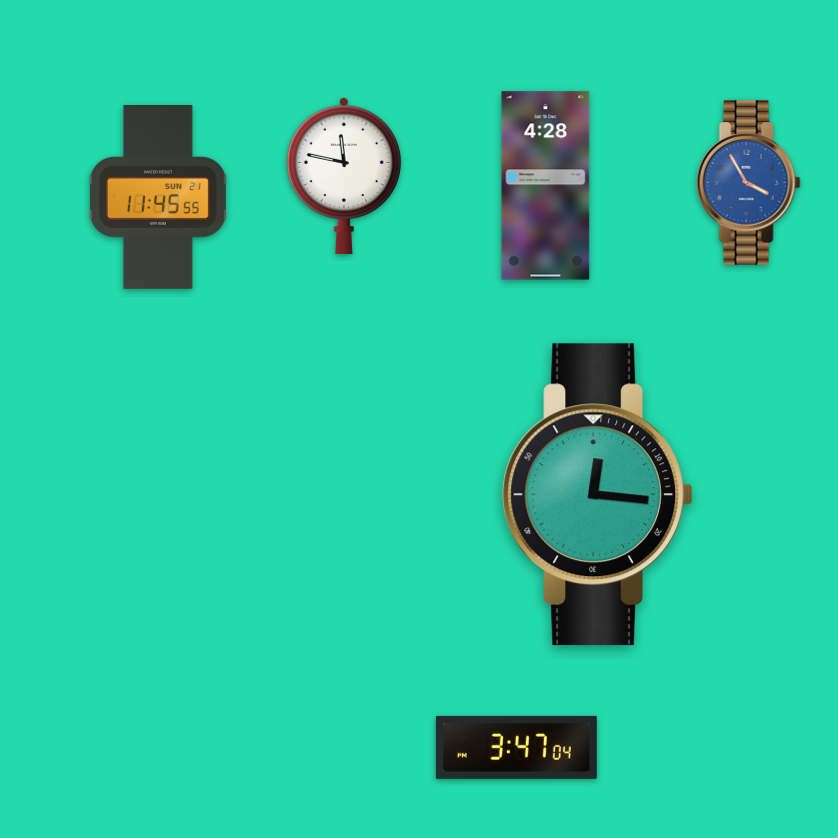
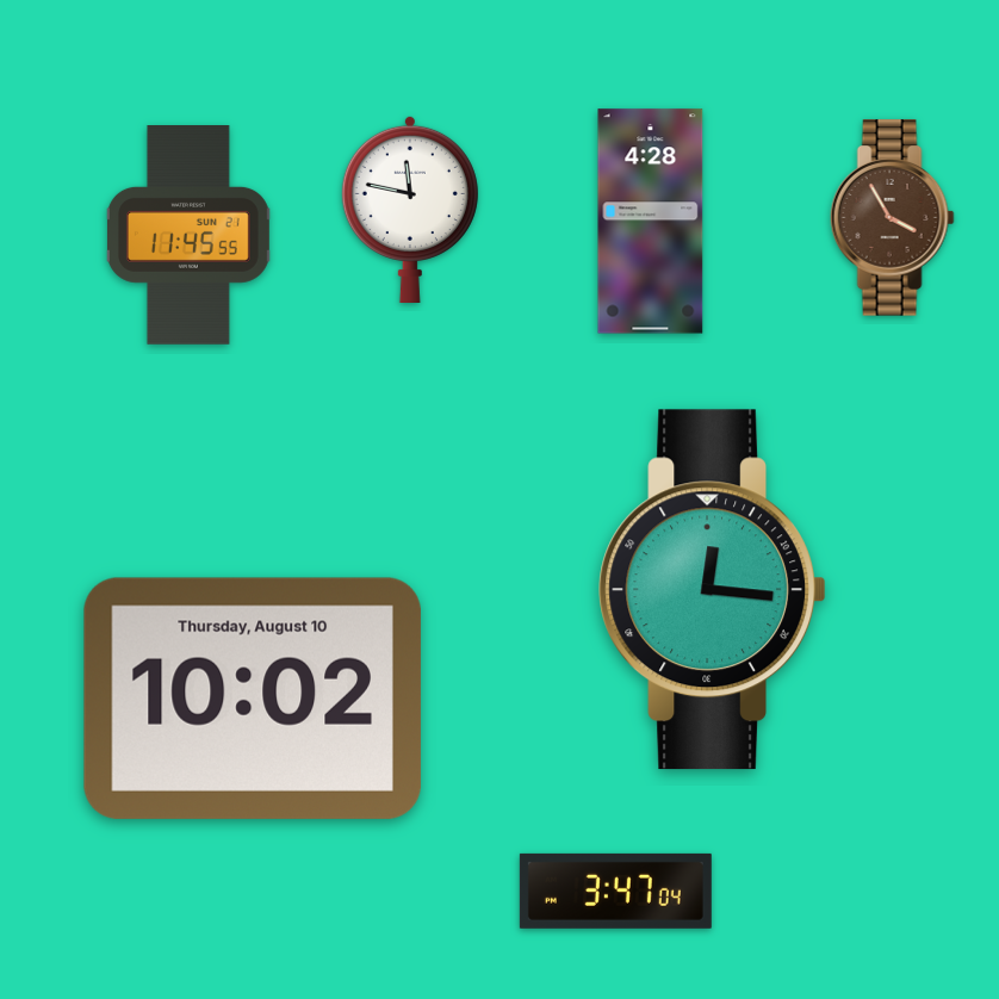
clock at (748, 183) dial: blue -> brown
clock at (253, 699): none -> 10:02
